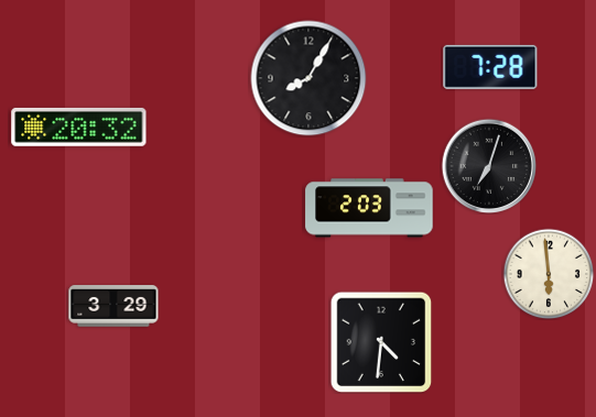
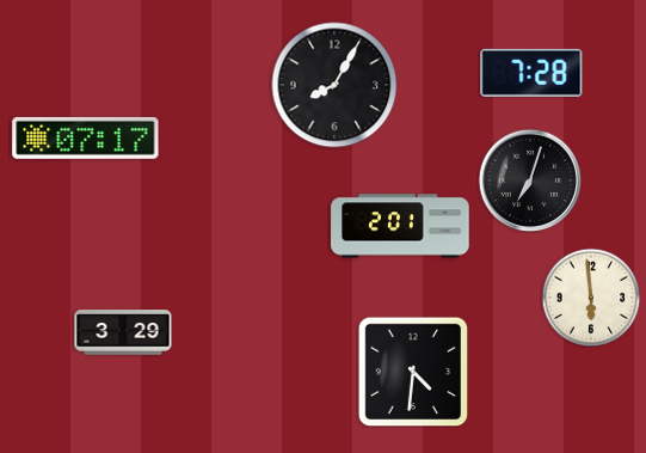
clock at (79, 127): 20:32 -> 07:17
clock at (369, 208): 2:03 -> 2:01
clock at (549, 274) position: (549, 274) -> (591, 298)
